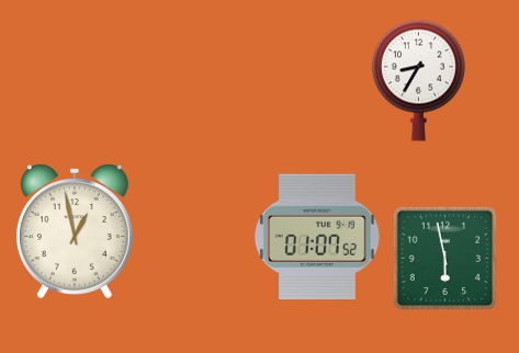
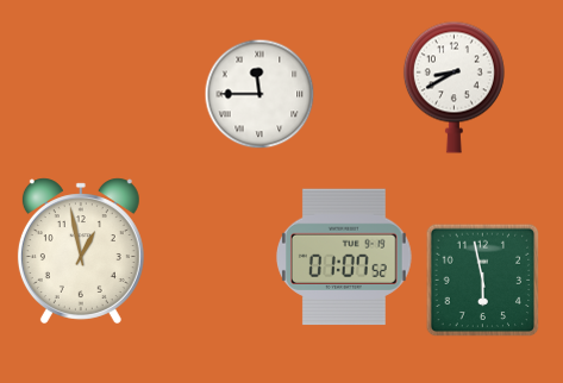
clock at (418, 80): 8:35 -> 8:40
clock at (259, 94): none -> 11:45
